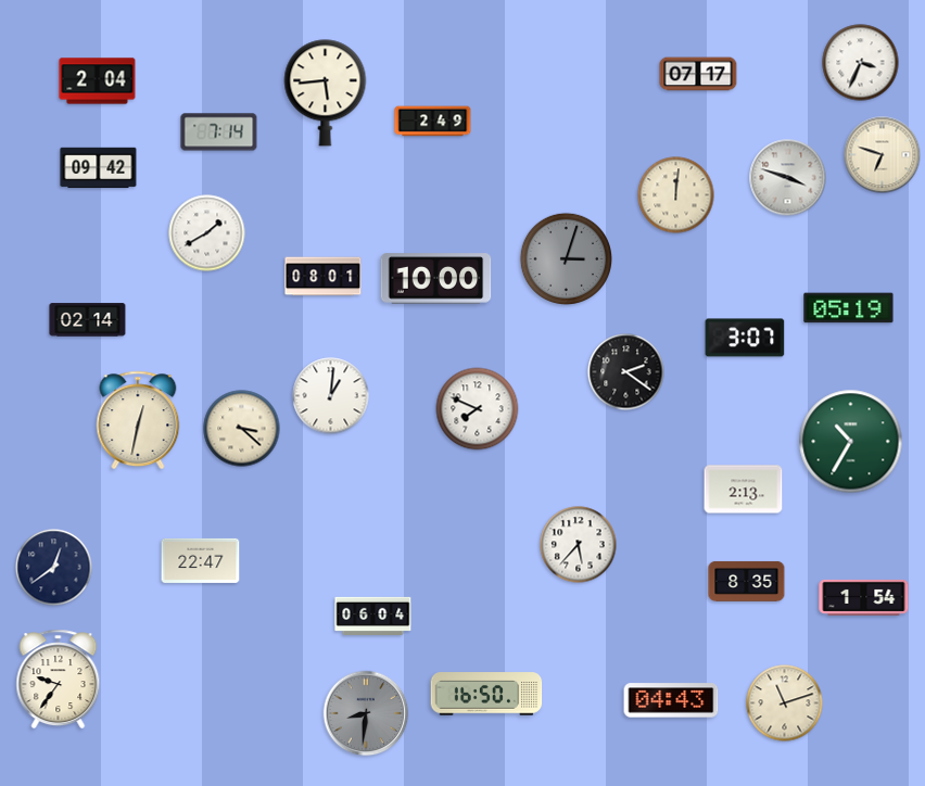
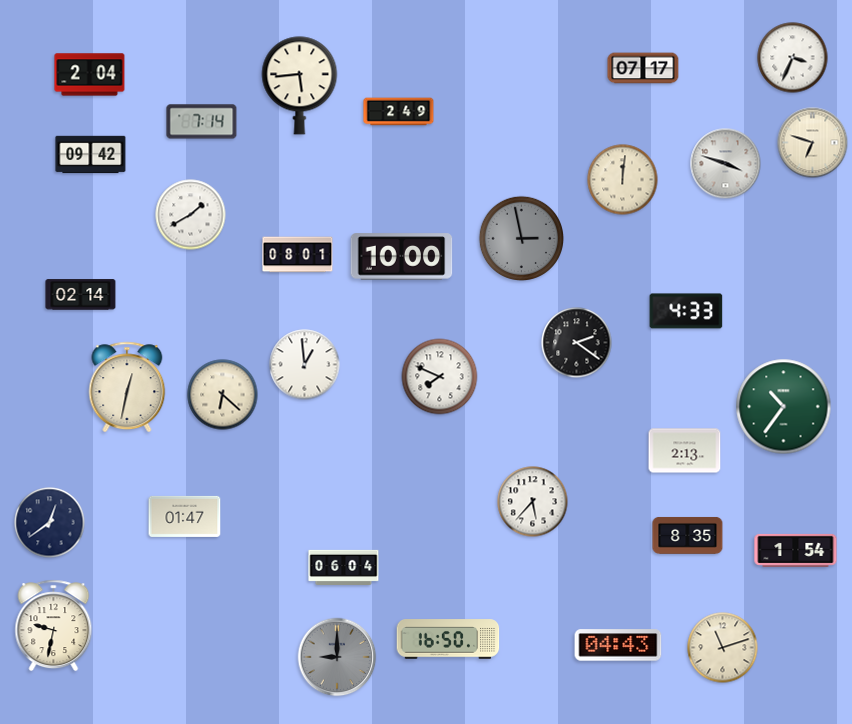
clock at (566, 258): 3:03 -> 2:58
clock at (849, 308): 05:19 -> none
clock at (745, 338): 3:07 -> 4:33
clock at (331, 396): 1:01 -> 12:59
clock at (242, 429): 3:22 -> 6:22
clock at (851, 442): 10:35 -> 10:36
clock at (201, 560): 22:47 -> 01:47
clock at (59, 680): 9:36 -> 9:32
clock at (366, 713): 8:31 -> 9:00
